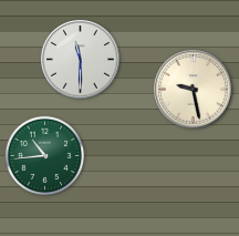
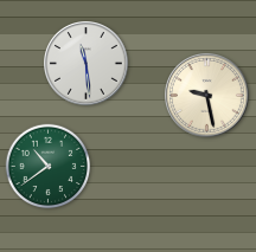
clock at (81, 60): 11:30 -> 11:29
clock at (45, 156): 10:44 -> 10:39
